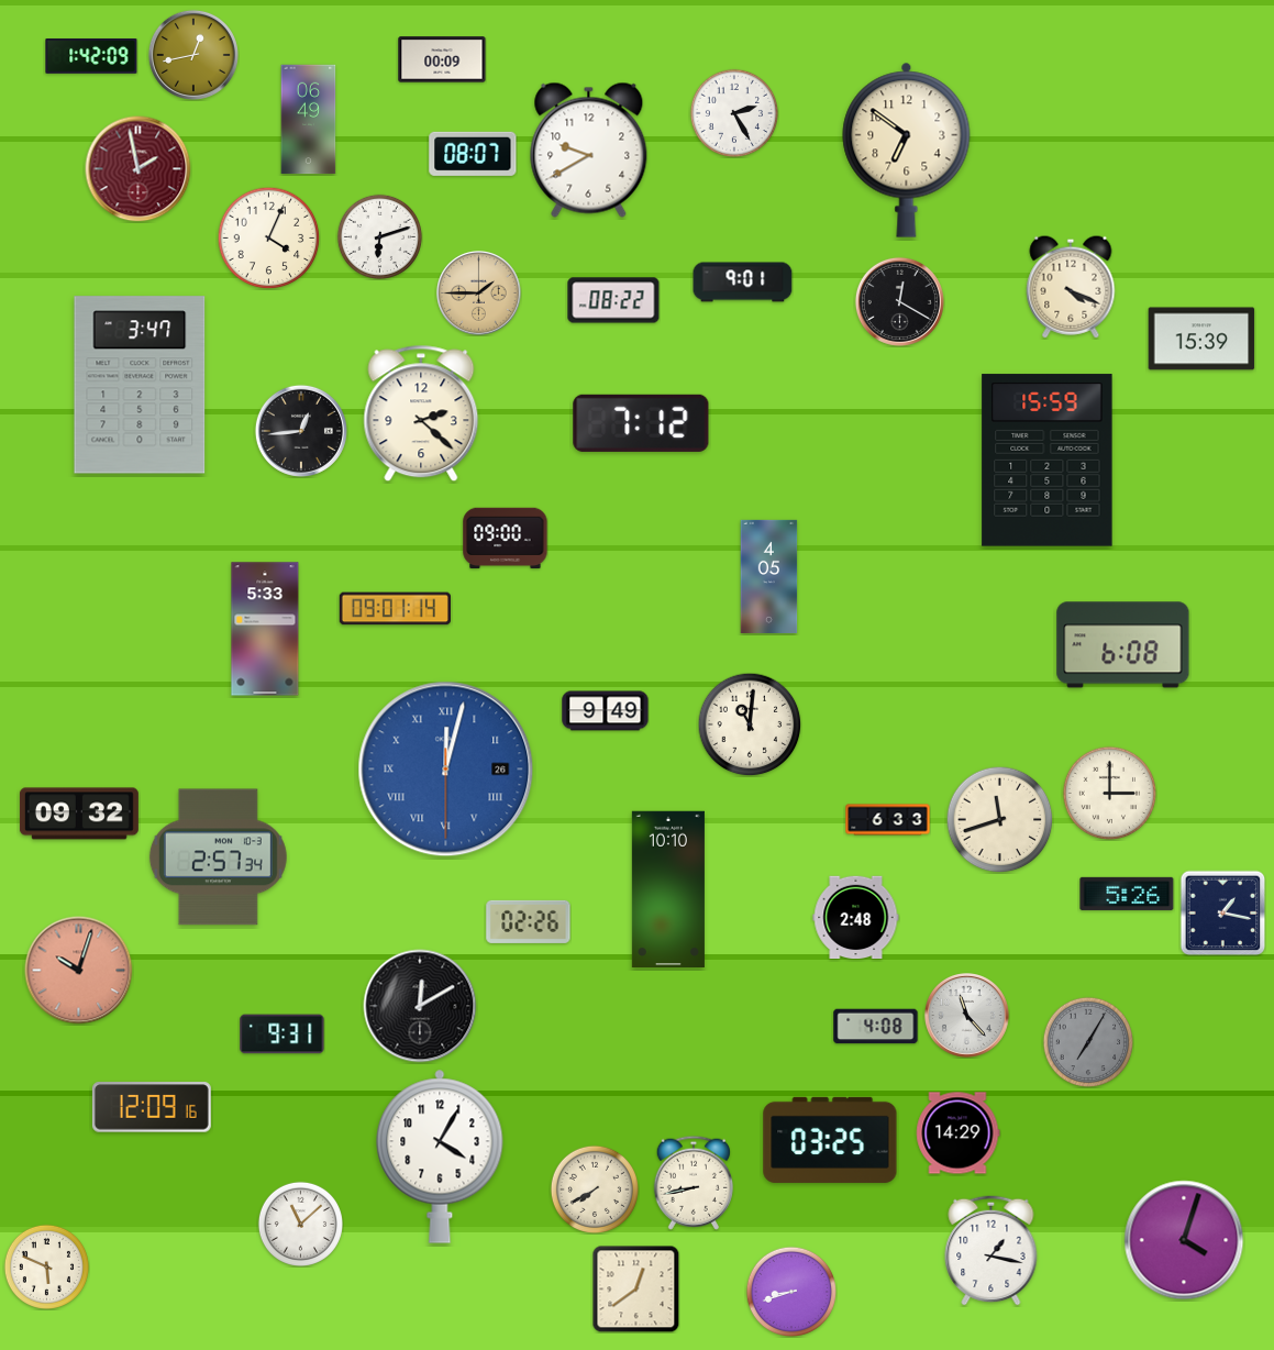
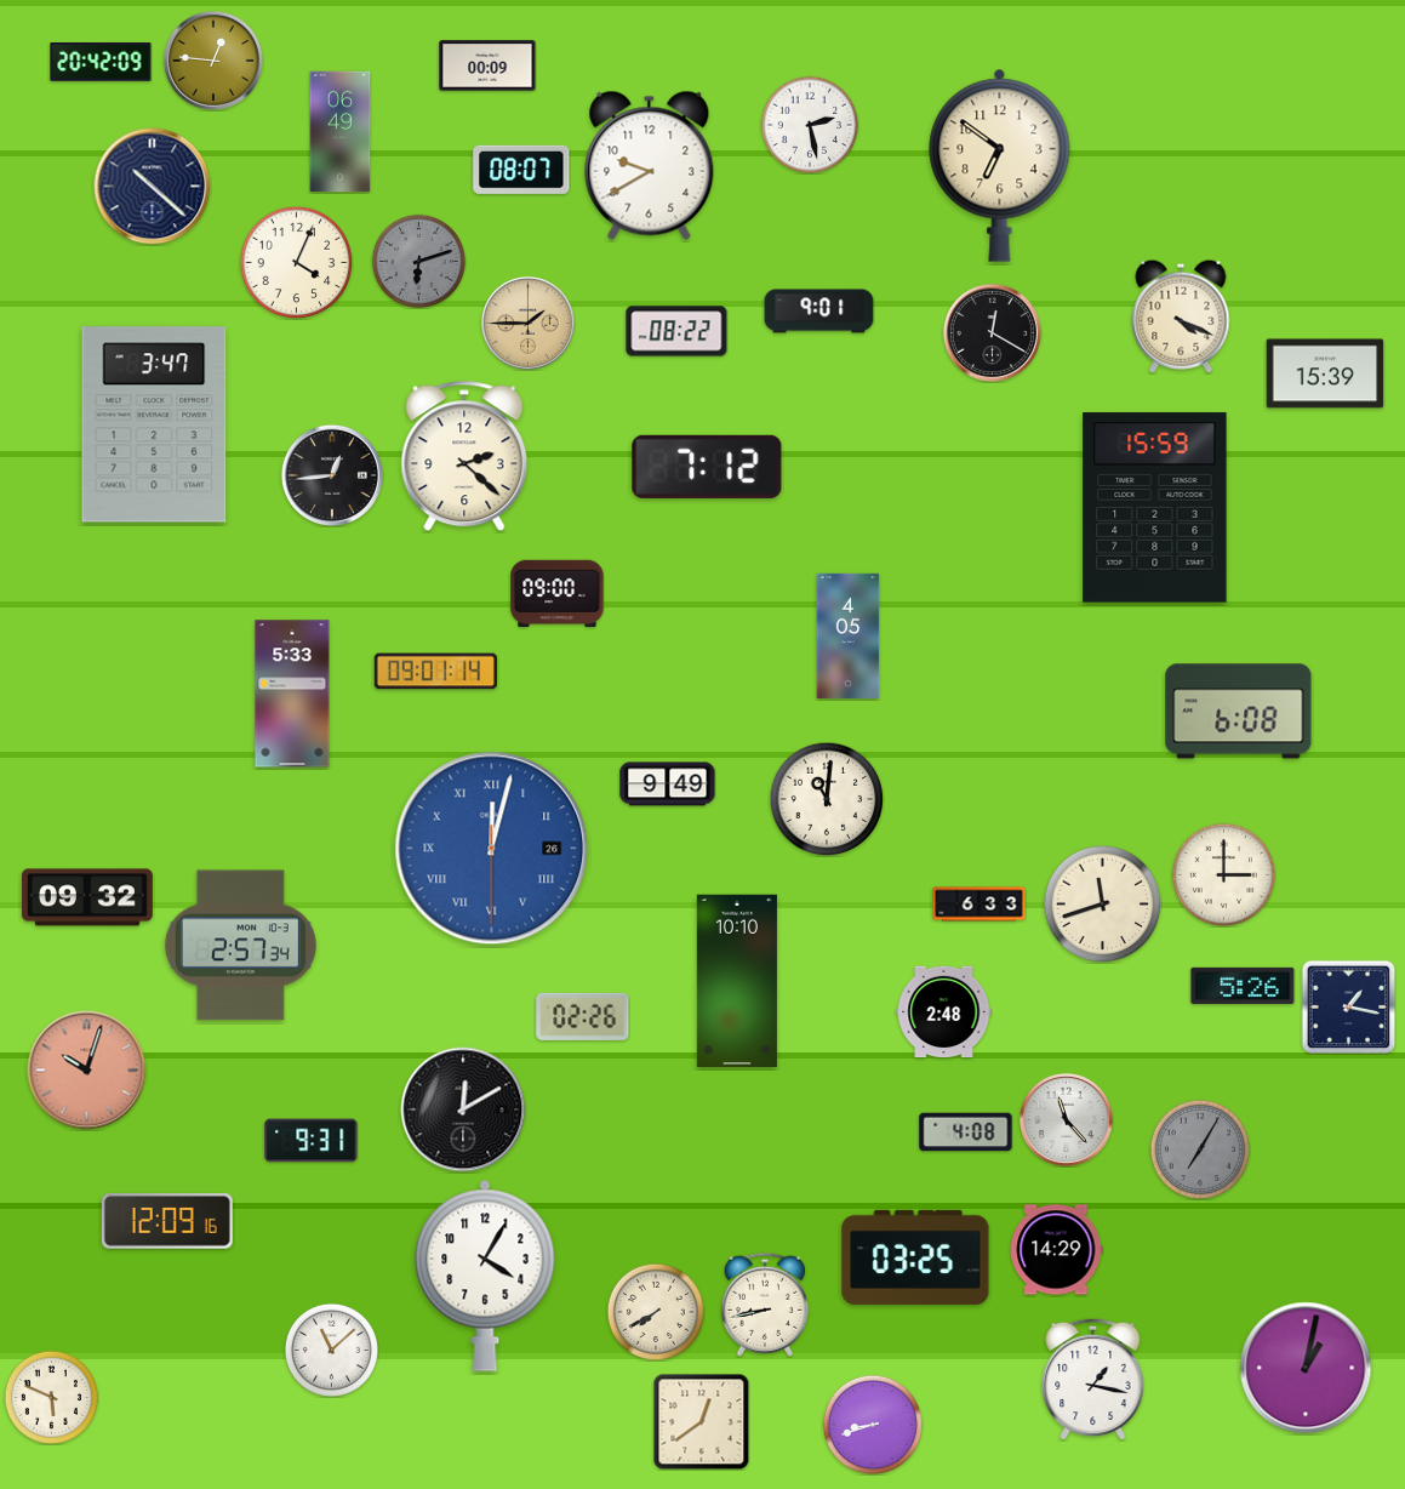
clock at (193, 55): 12:43 -> 12:46
clock at (91, 56): 1:42 -> 20:42
clock at (733, 112): 2:25 -> 2:28
clock at (139, 169): 1:58 -> 10:22
clock at (139, 169) dial: burgundy -> navy
clock at (379, 236) dial: white -> grey
clock at (1184, 1240): 4:03 -> 1:02
